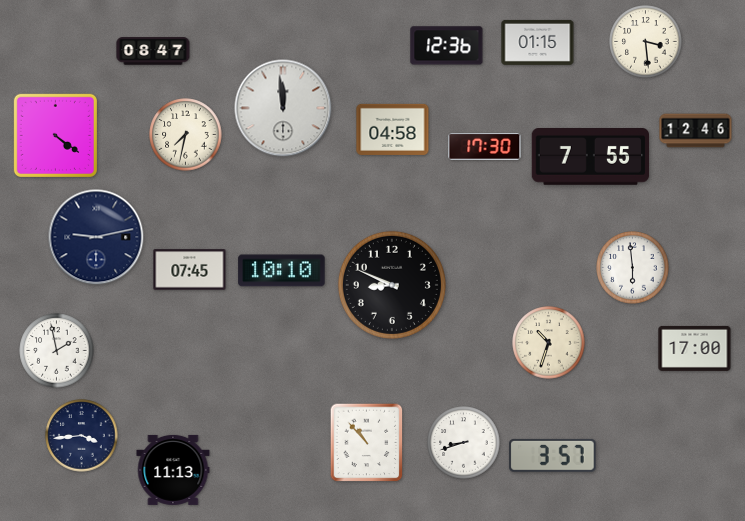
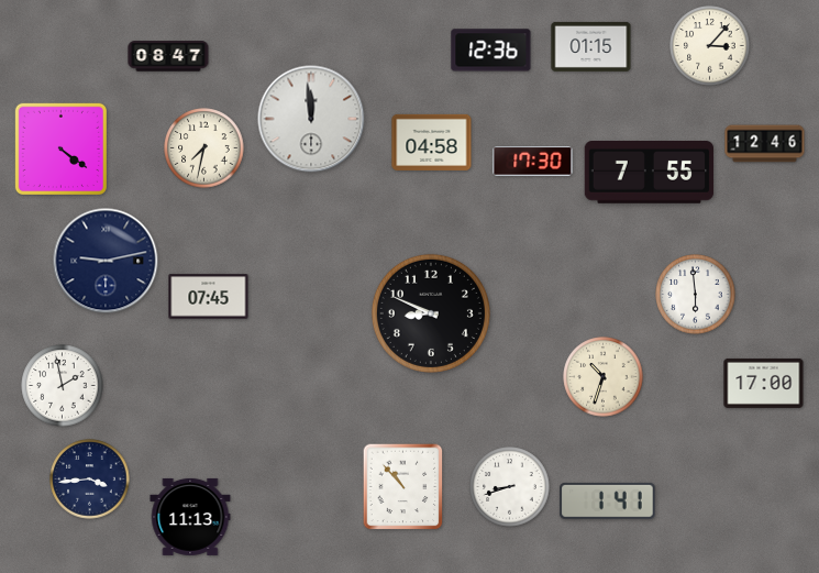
clock at (646, 42): 3:29 -> 3:07
clock at (282, 271): 10:10 -> none
clock at (553, 455): 3:57 -> 1:41
